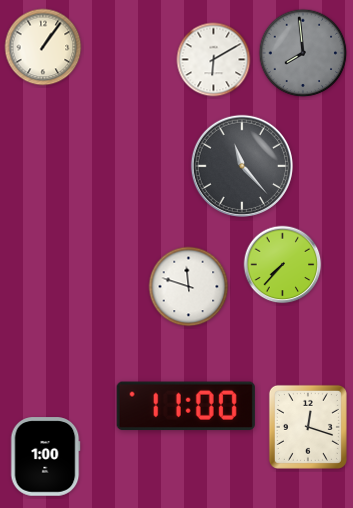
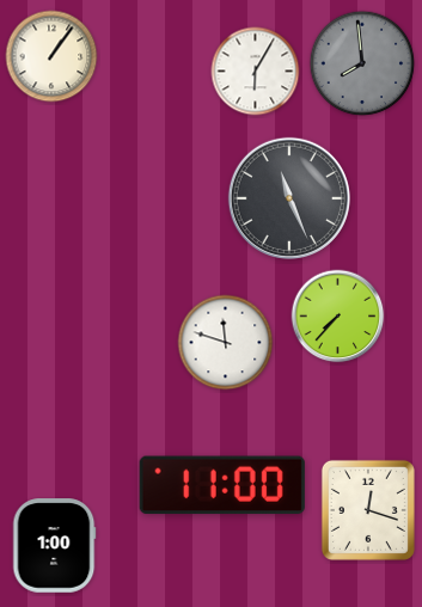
clock at (214, 60): 6:10 -> 6:05
clock at (242, 166): 11:23 -> 11:26
